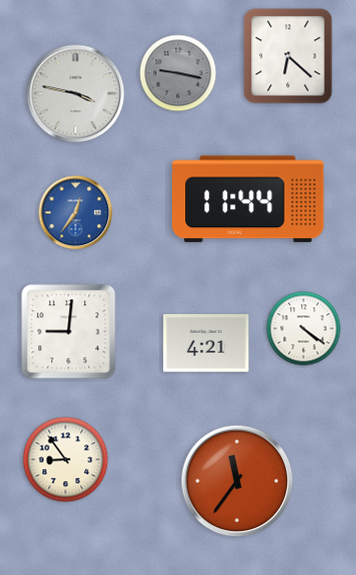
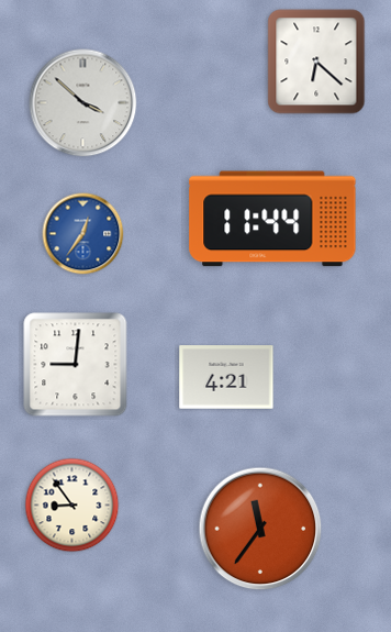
clock at (178, 73): 9:17 -> none
clock at (76, 94): 3:47 -> 3:52
clock at (304, 329): 4:21 -> none
